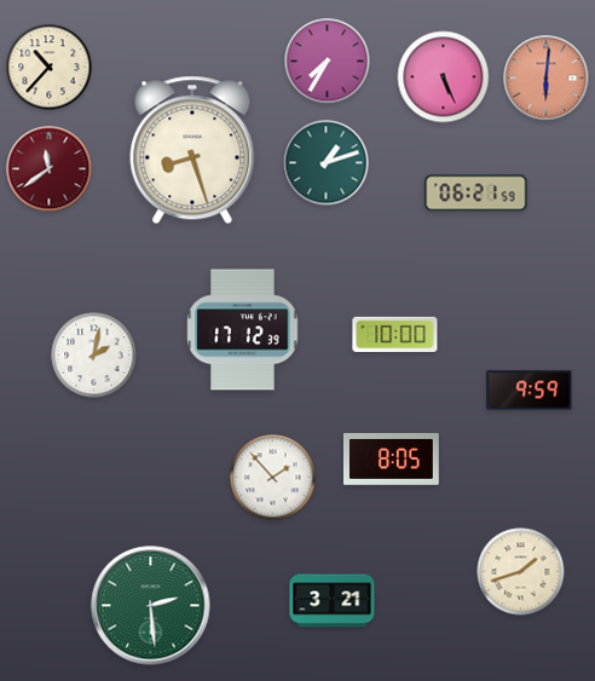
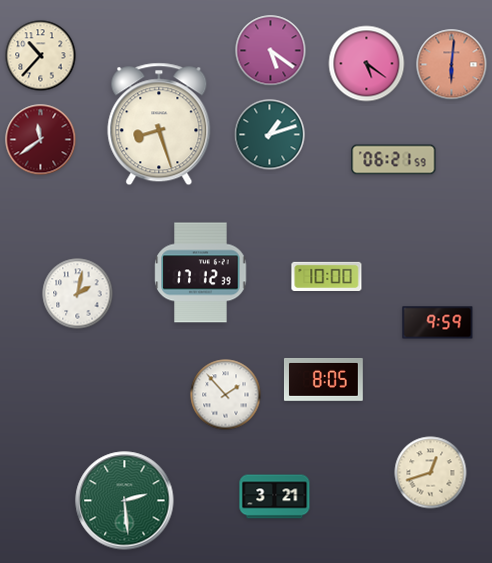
clock at (328, 62): 7:35 -> 5:21
clock at (444, 77): 5:26 -> 5:21
clock at (521, 572): 1:42 -> 12:42
